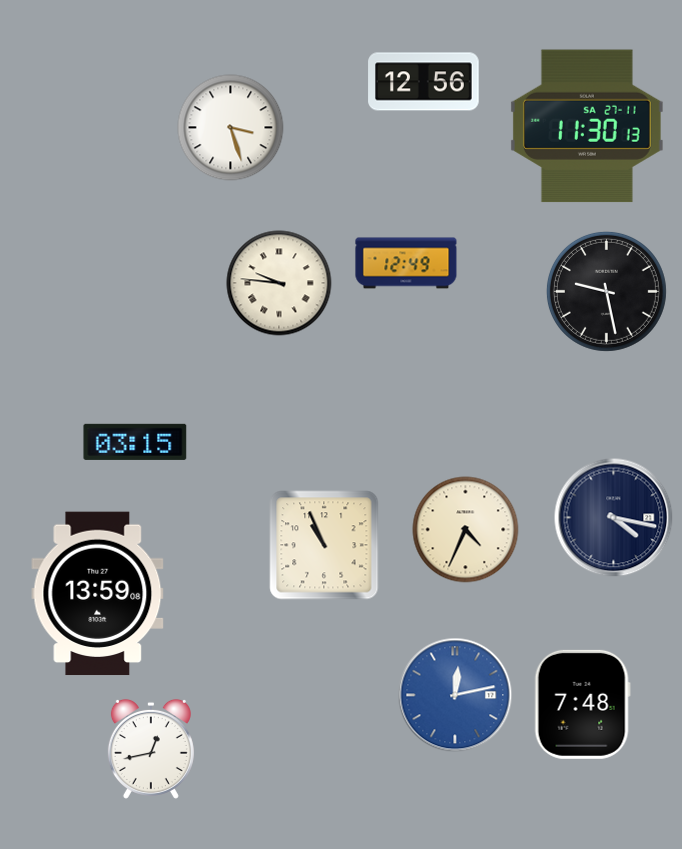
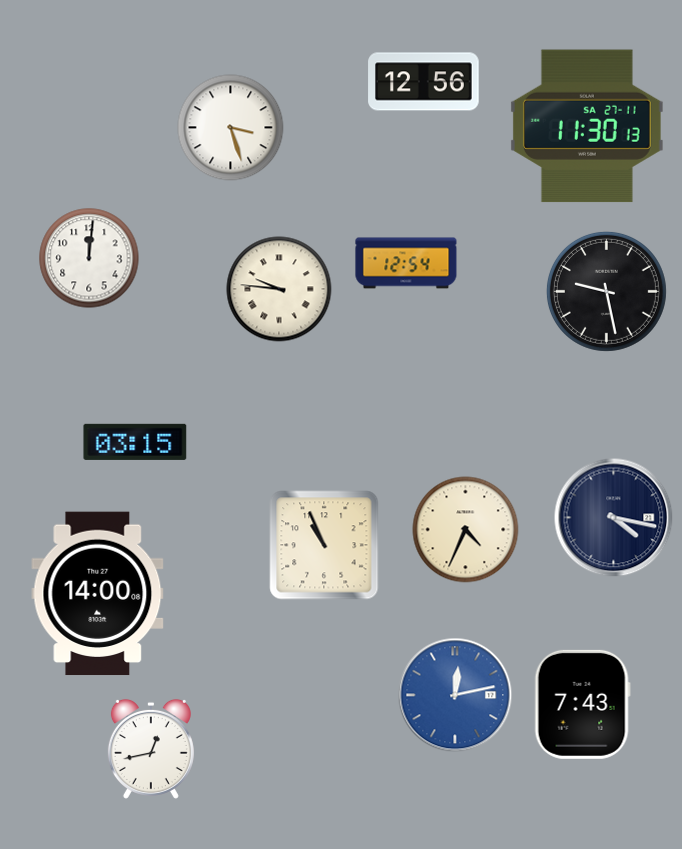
clock at (89, 258): none -> 12:01
clock at (406, 263): 12:49 -> 12:54
clock at (279, 283) position: (279, 283) -> (279, 289)
clock at (98, 594): 13:59 -> 14:00
clock at (582, 704): 7:48 -> 7:43
